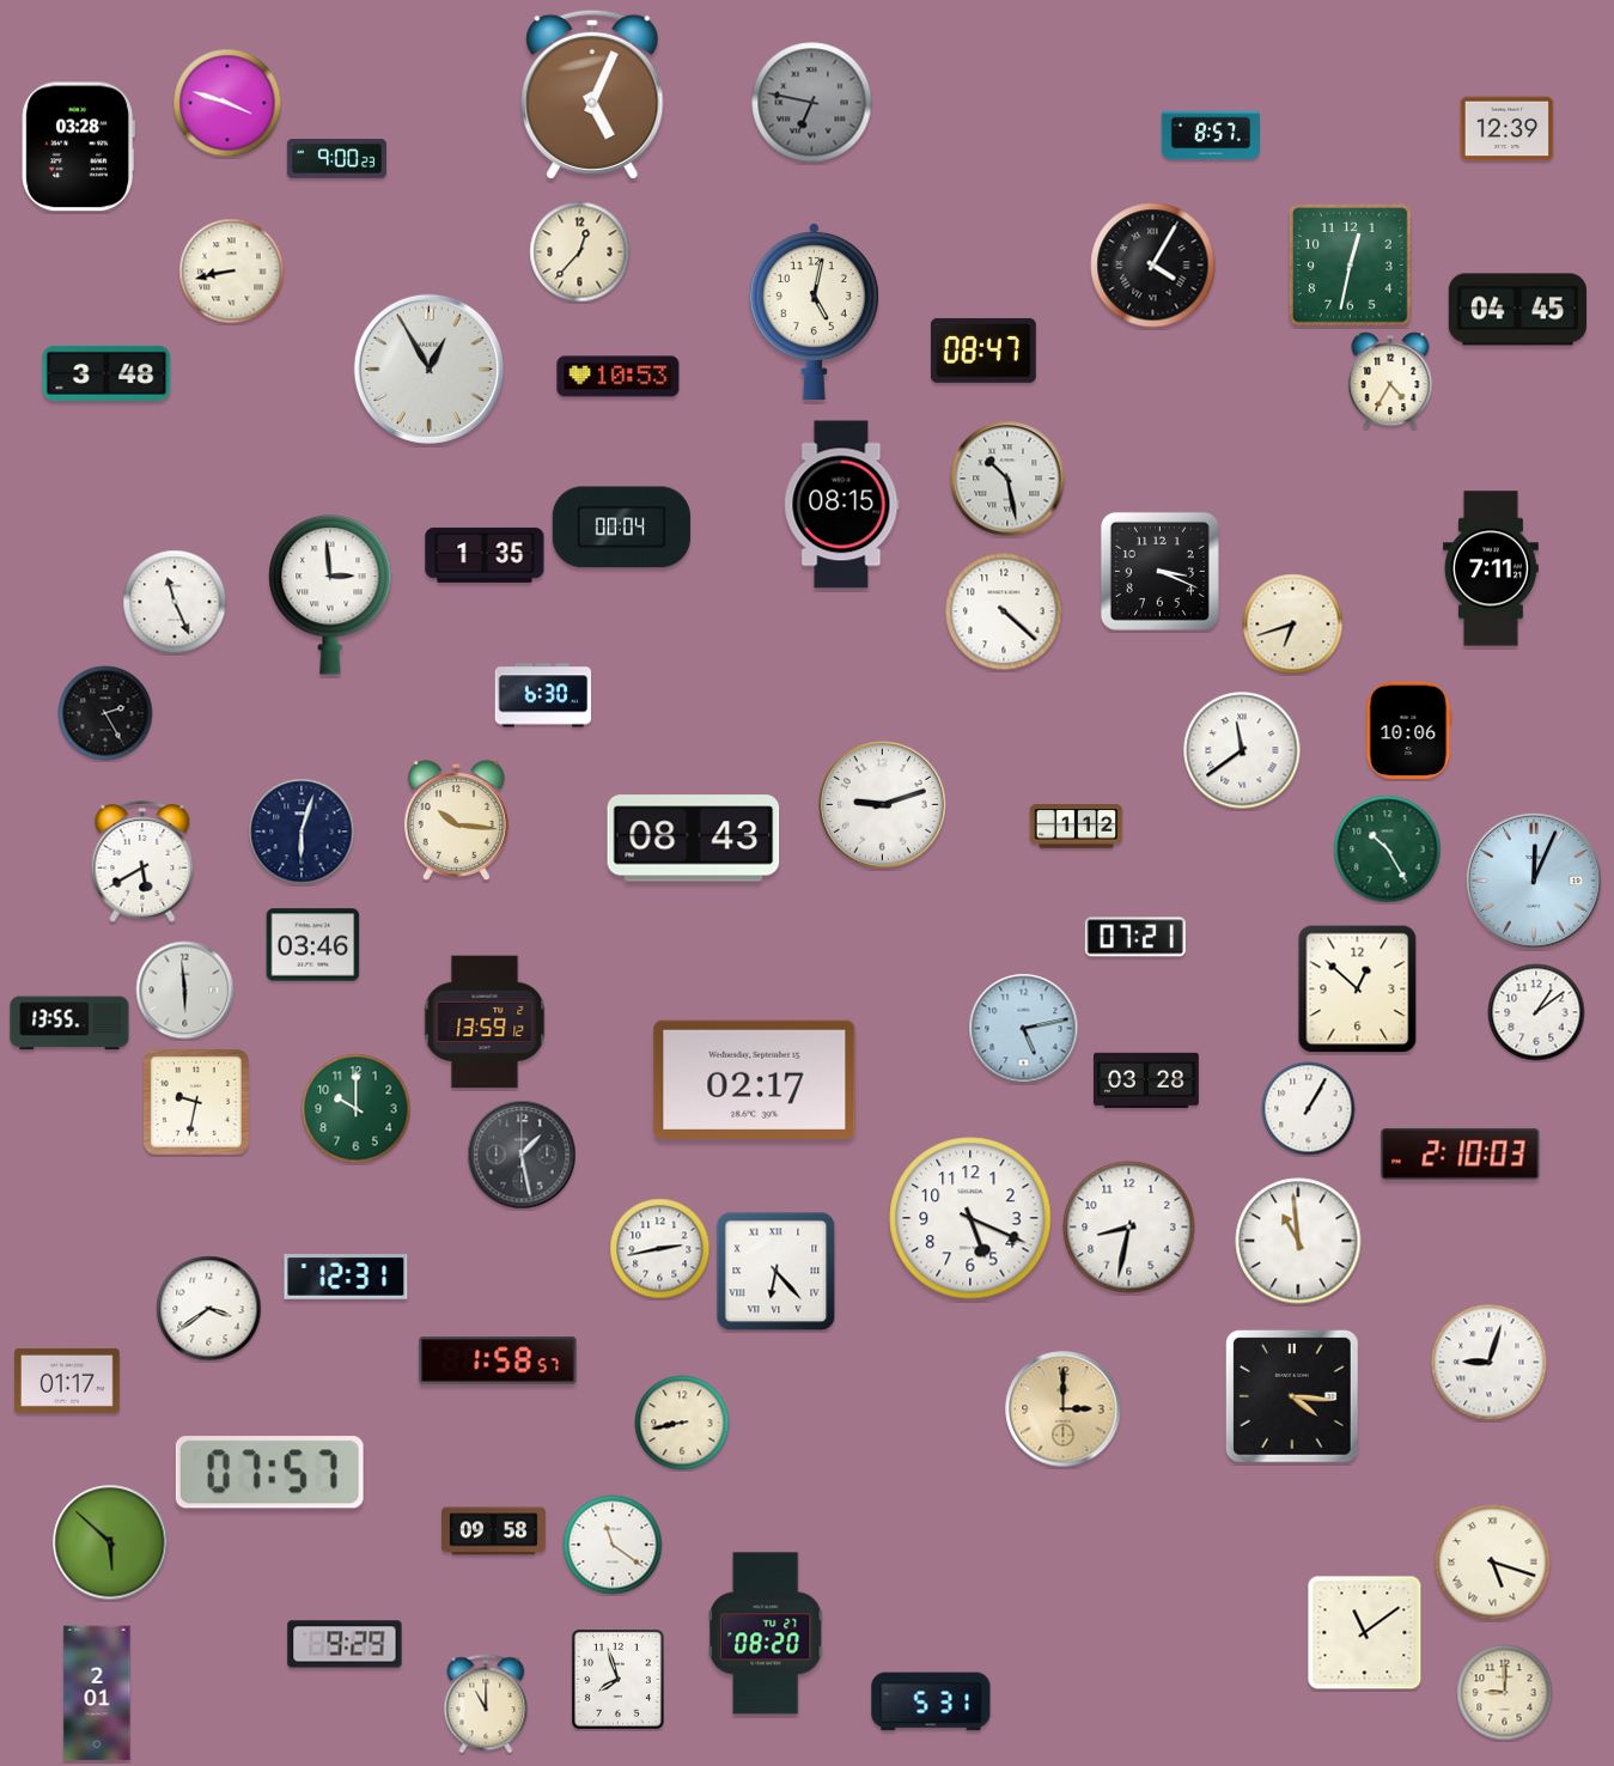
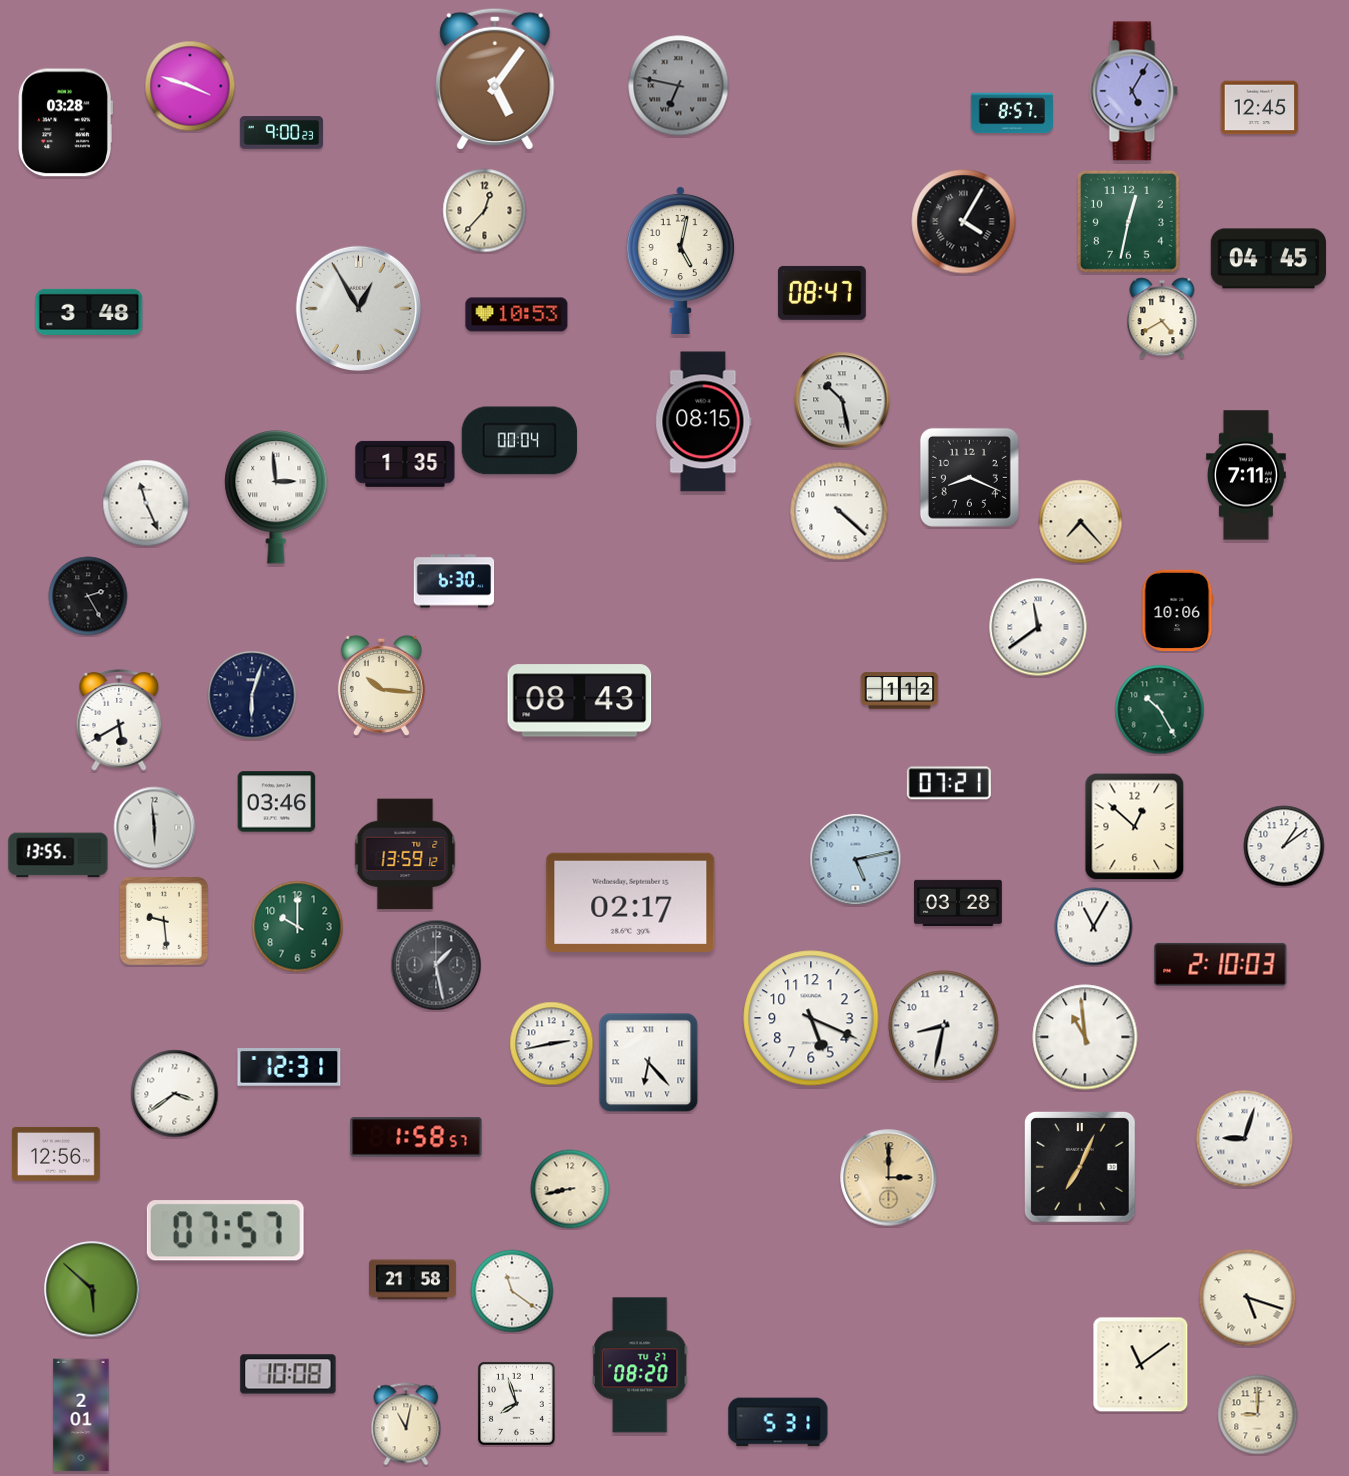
clock at (592, 95): 5:04 -> 5:06
clock at (1134, 91): none -> 5:05
clock at (1508, 129): 12:39 -> 12:45
clock at (232, 272): 8:43 -> none
clock at (1390, 380): 4:35 -> 4:40
clock at (1159, 571): 3:19 -> 8:19
clock at (1293, 625): 6:42 -> 7:23
clock at (883, 805): 9:12 -> none
clock at (1534, 881): 12:04 -> none
clock at (313, 945) position: (313, 945) -> (277, 802)
clock at (196, 1102): 9:32 -> 9:29
clock at (1309, 1109): 1:05 -> 11:05
clock at (68, 1381): 01:17 -> 12:56
clock at (1292, 1396): 4:16 -> 7:04
clock at (494, 1531): 09:58 -> 21:58
clock at (1493, 1563) position: (1493, 1563) -> (1248, 1298)
clock at (345, 1644): 9:29 -> 10:08
clock at (486, 1704): 11:00 -> 11:02
